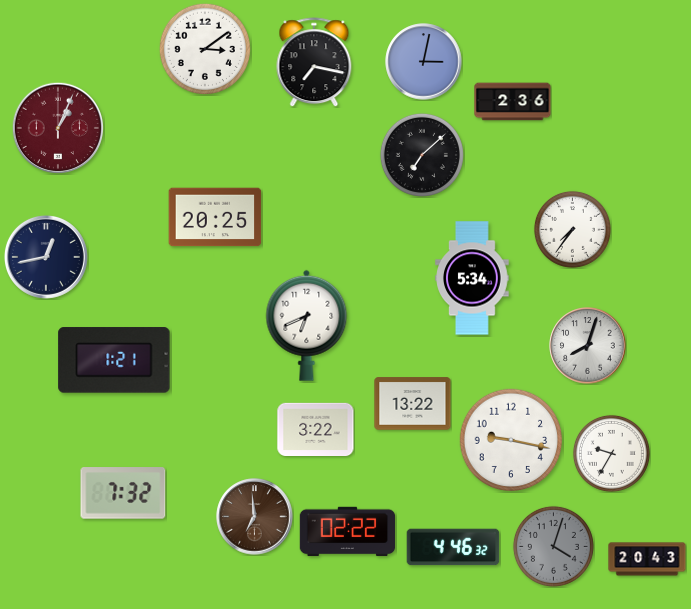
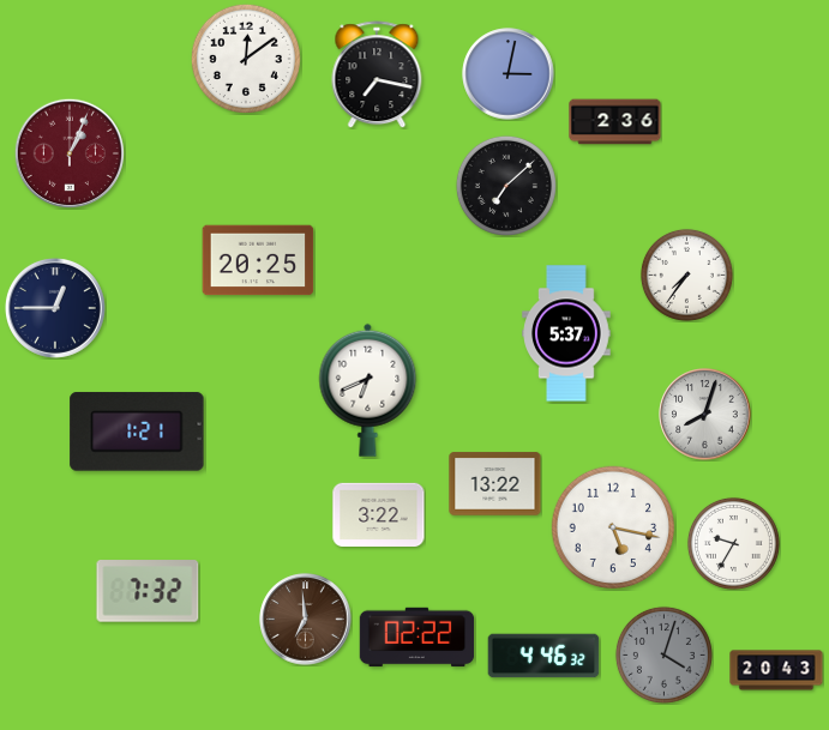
clock at (205, 49): 3:09 -> 12:09
clock at (46, 257): 12:43 -> 12:45
clock at (472, 278): 5:34 -> 5:37
clock at (511, 440): 9:17 -> 5:17
